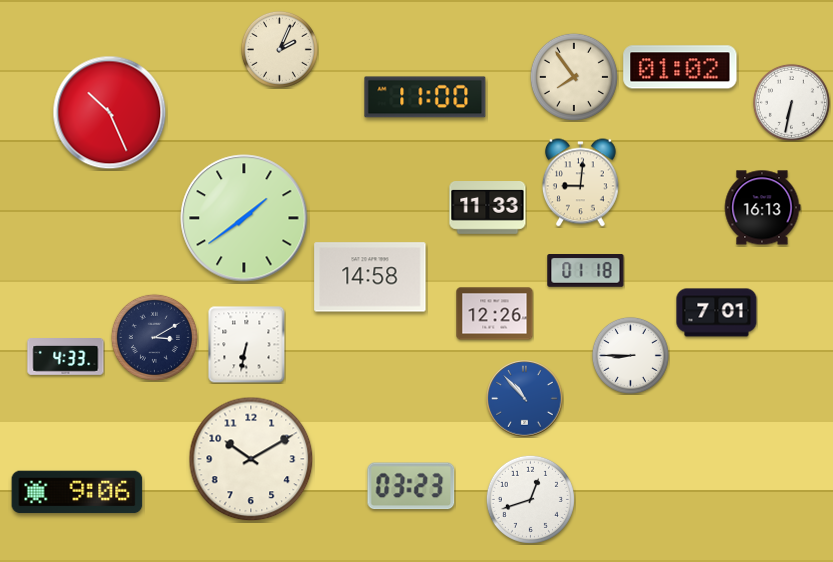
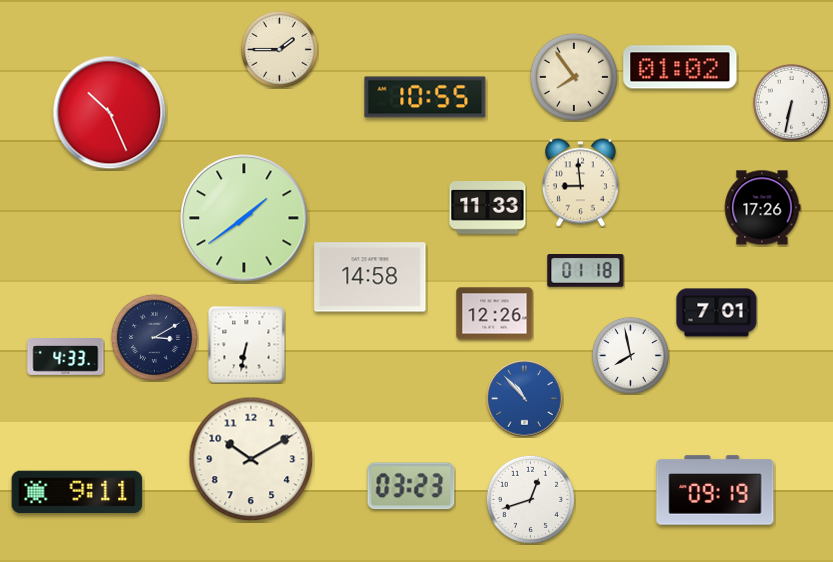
clock at (279, 49): 2:04 -> 1:45
clock at (425, 97): 11:00 -> 10:55
clock at (580, 183): 9:01 -> 8:59
clock at (762, 208): 16:13 -> 17:26
clock at (630, 355): 8:45 -> 7:58
clock at (715, 490): none -> 09:19
clock at (77, 492): 9:06 -> 9:11
